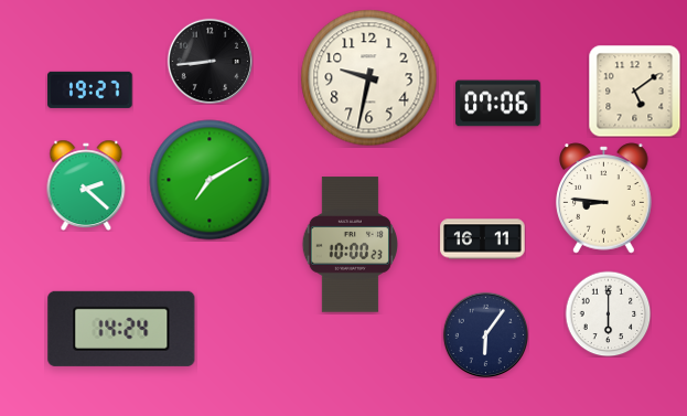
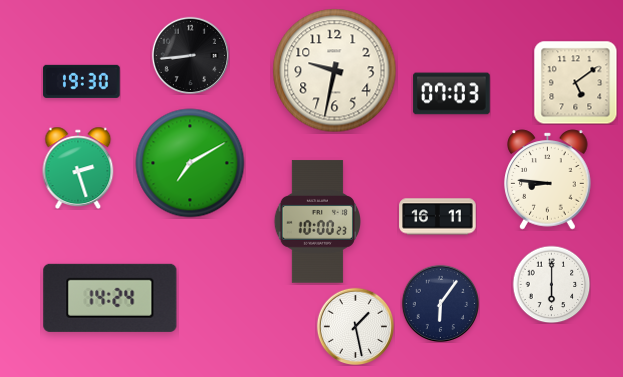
clock at (90, 89): 19:27 -> 19:30
clock at (498, 104): 07:06 -> 07:03
clock at (86, 185): 2:22 -> 2:27
clock at (355, 326): none -> 1:28
